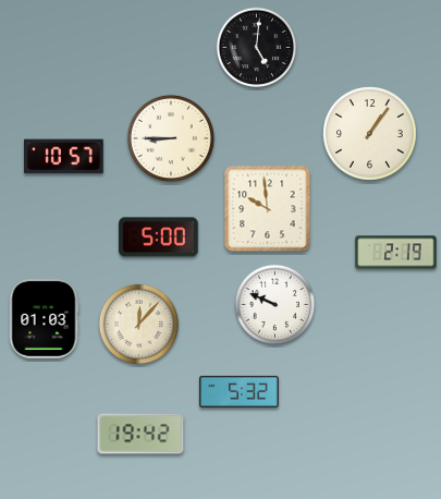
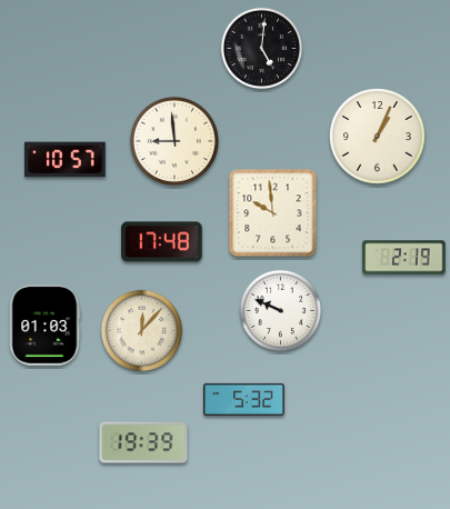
clock at (370, 134): 1:06 -> 1:04
clock at (171, 138): 8:45 -> 8:59
clock at (159, 238): 5:00 -> 17:48
clock at (140, 434): 19:42 -> 19:39
